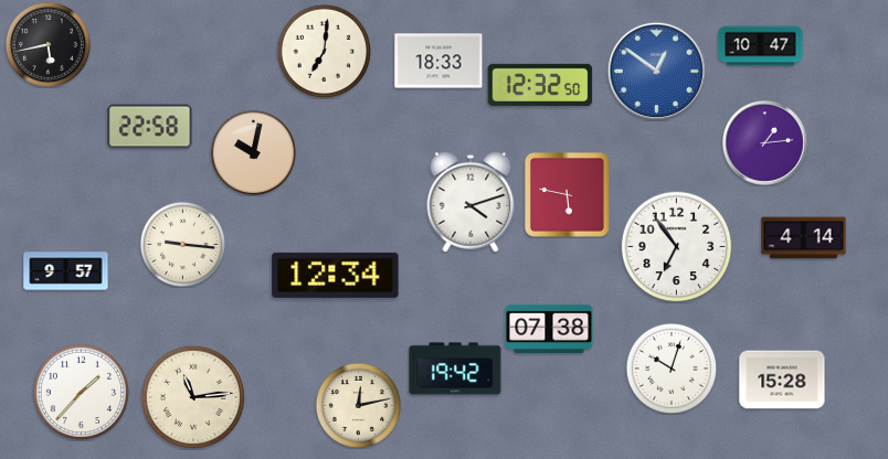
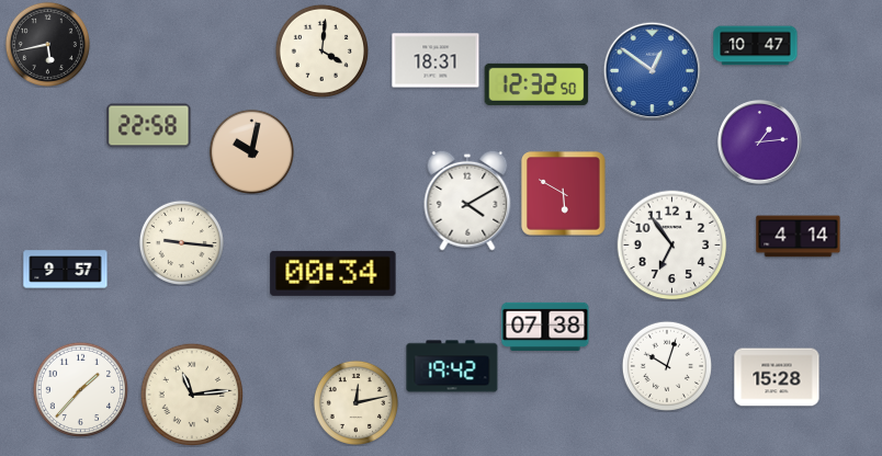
clock at (324, 51): 7:01 -> 4:01
clock at (438, 61): 18:33 -> 18:31
clock at (568, 195): 5:47 -> 5:50
clock at (471, 202): 4:12 -> 4:10
clock at (336, 275): 12:34 -> 00:34
